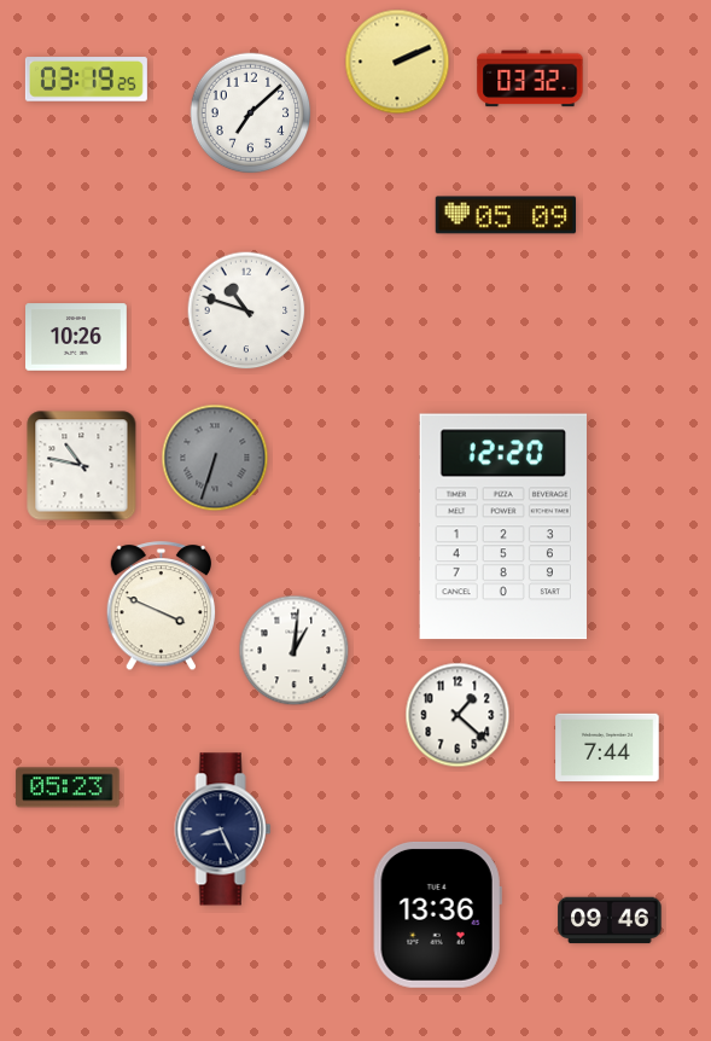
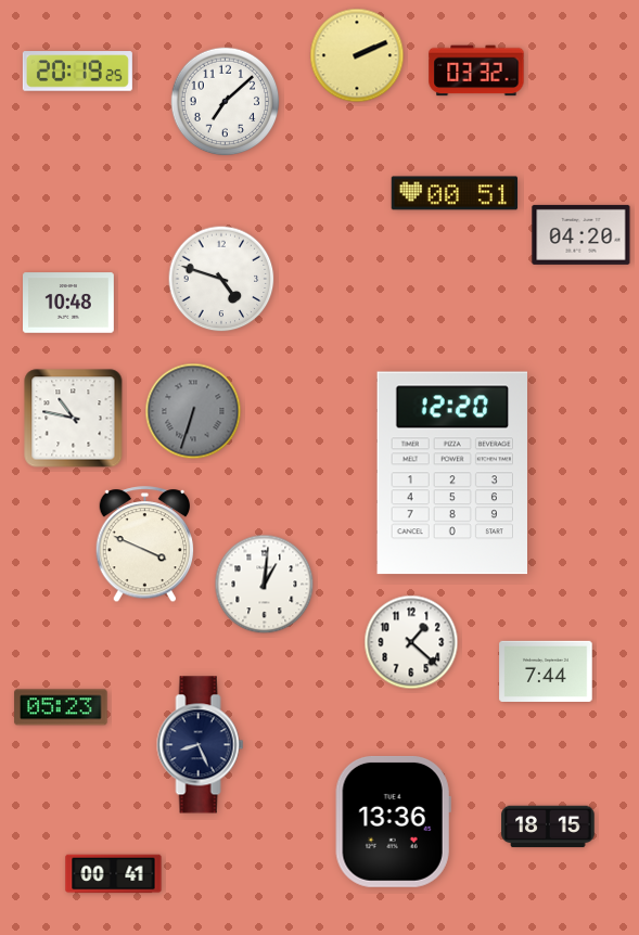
clock at (86, 80): 03:19 -> 20:19
clock at (506, 215): 05:09 -> 00:51
clock at (582, 234): none -> 04:20
clock at (246, 310): 10:48 -> 4:48
clock at (77, 337): 10:26 -> 10:48
clock at (610, 920): 09:46 -> 18:15
clock at (114, 874): none -> 00:41
